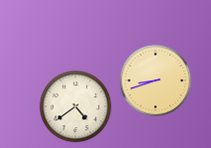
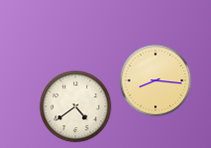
clock at (156, 81): 8:42 -> 8:16
